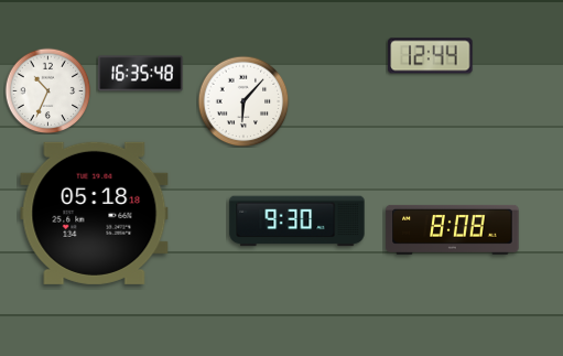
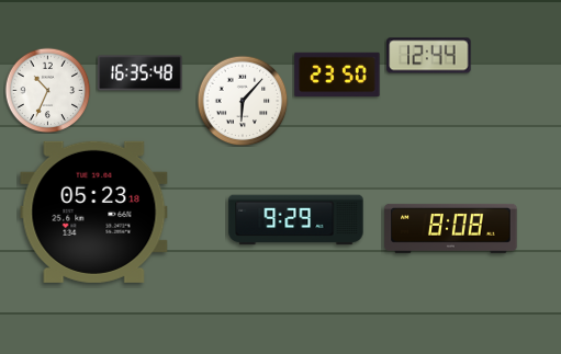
clock at (337, 73): none -> 23:50
clock at (95, 213): 05:18 -> 05:23
clock at (297, 222): 9:30 -> 9:29
